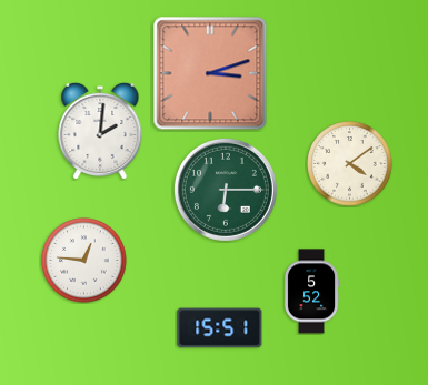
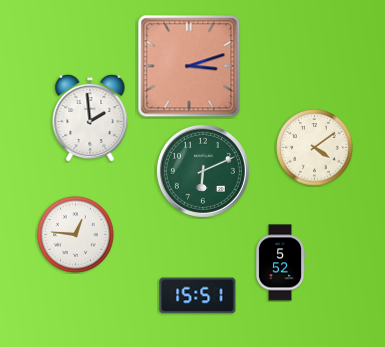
clock at (100, 131): 2:01 -> 1:59
clock at (226, 190): 6:15 -> 6:11
